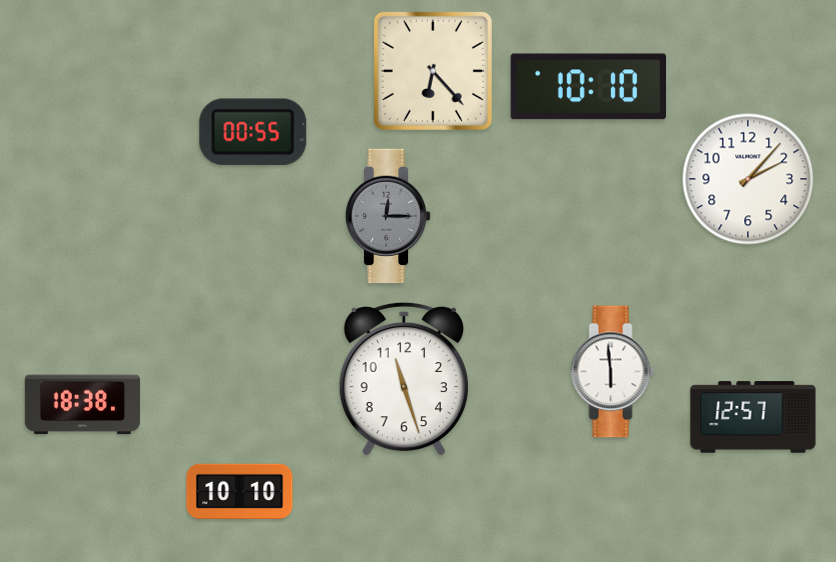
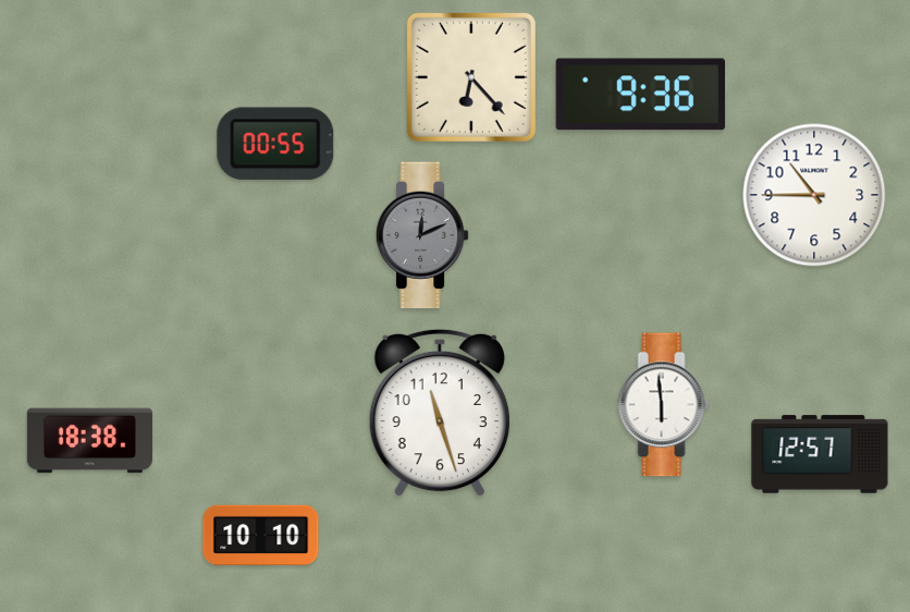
clock at (588, 87): 10:10 -> 9:36
clock at (748, 179): 2:07 -> 10:45
clock at (388, 216): 12:15 -> 12:11
clock at (613, 372) position: (613, 372) -> (664, 405)
